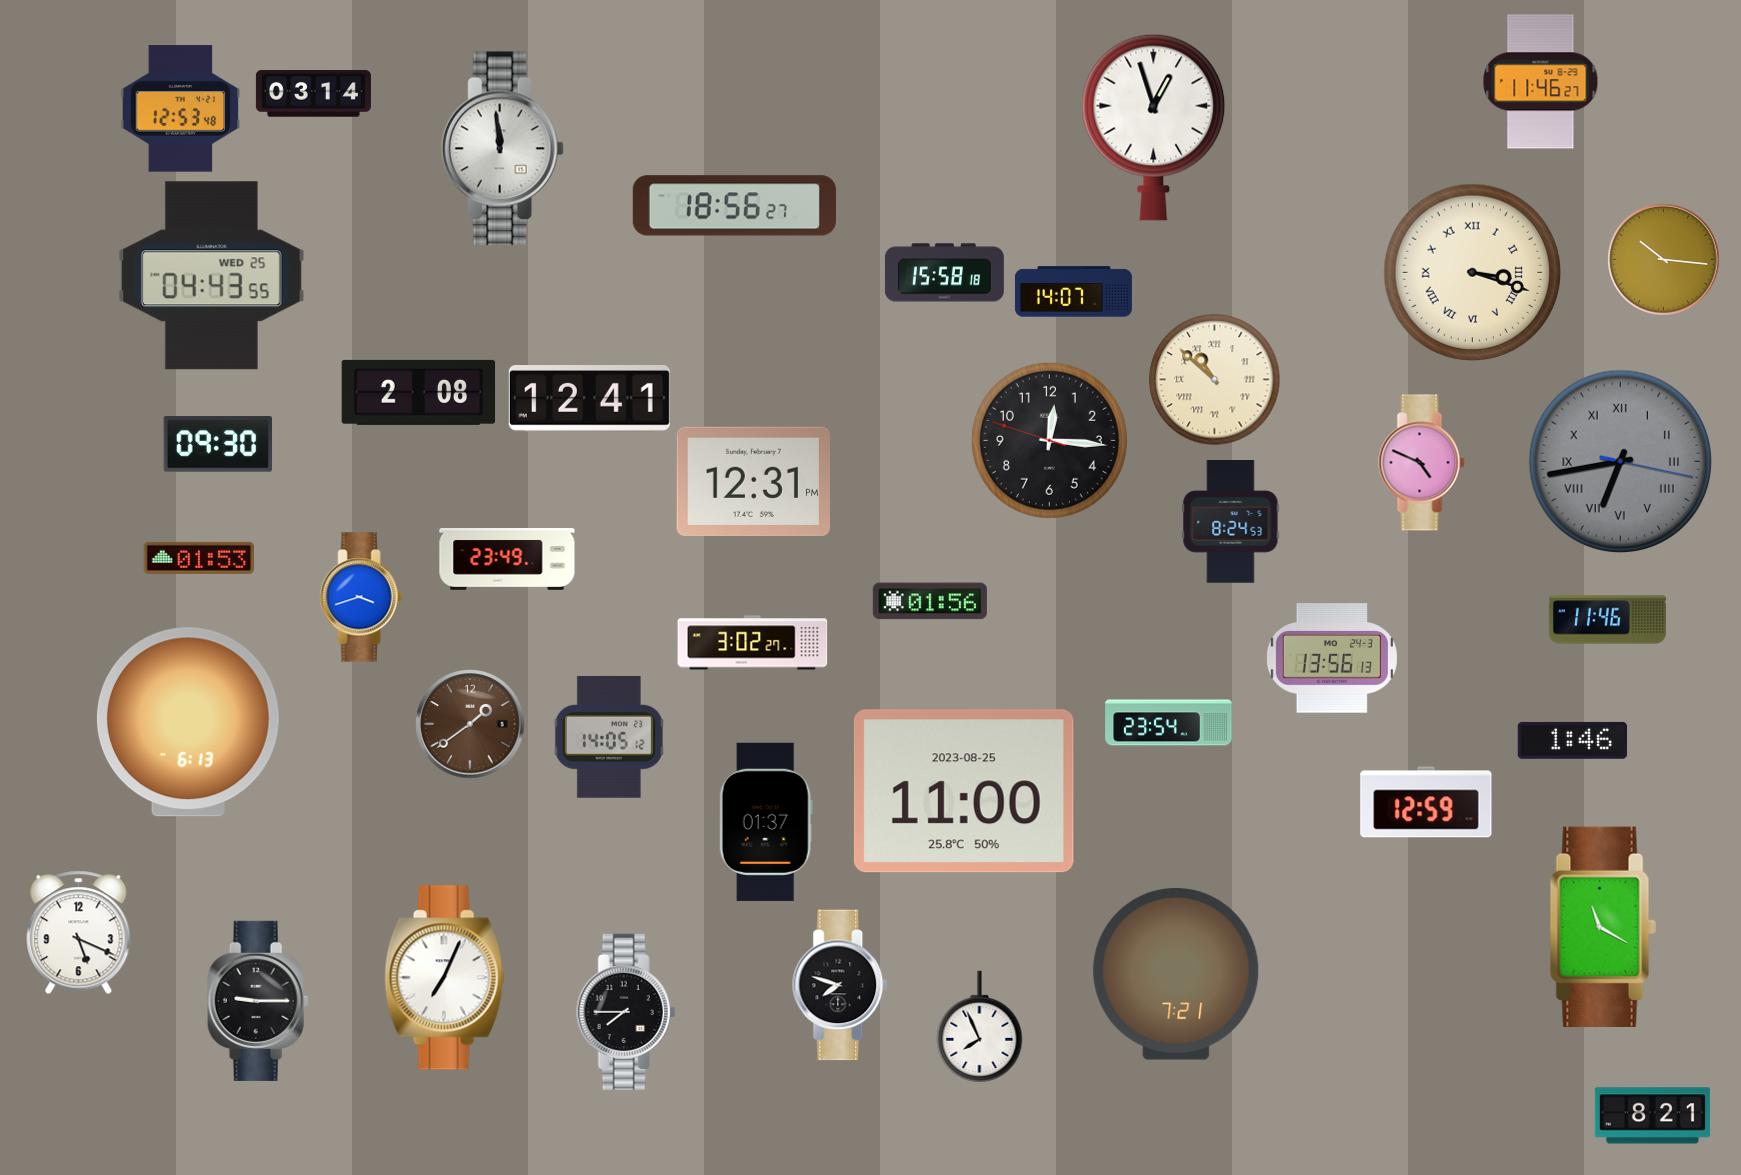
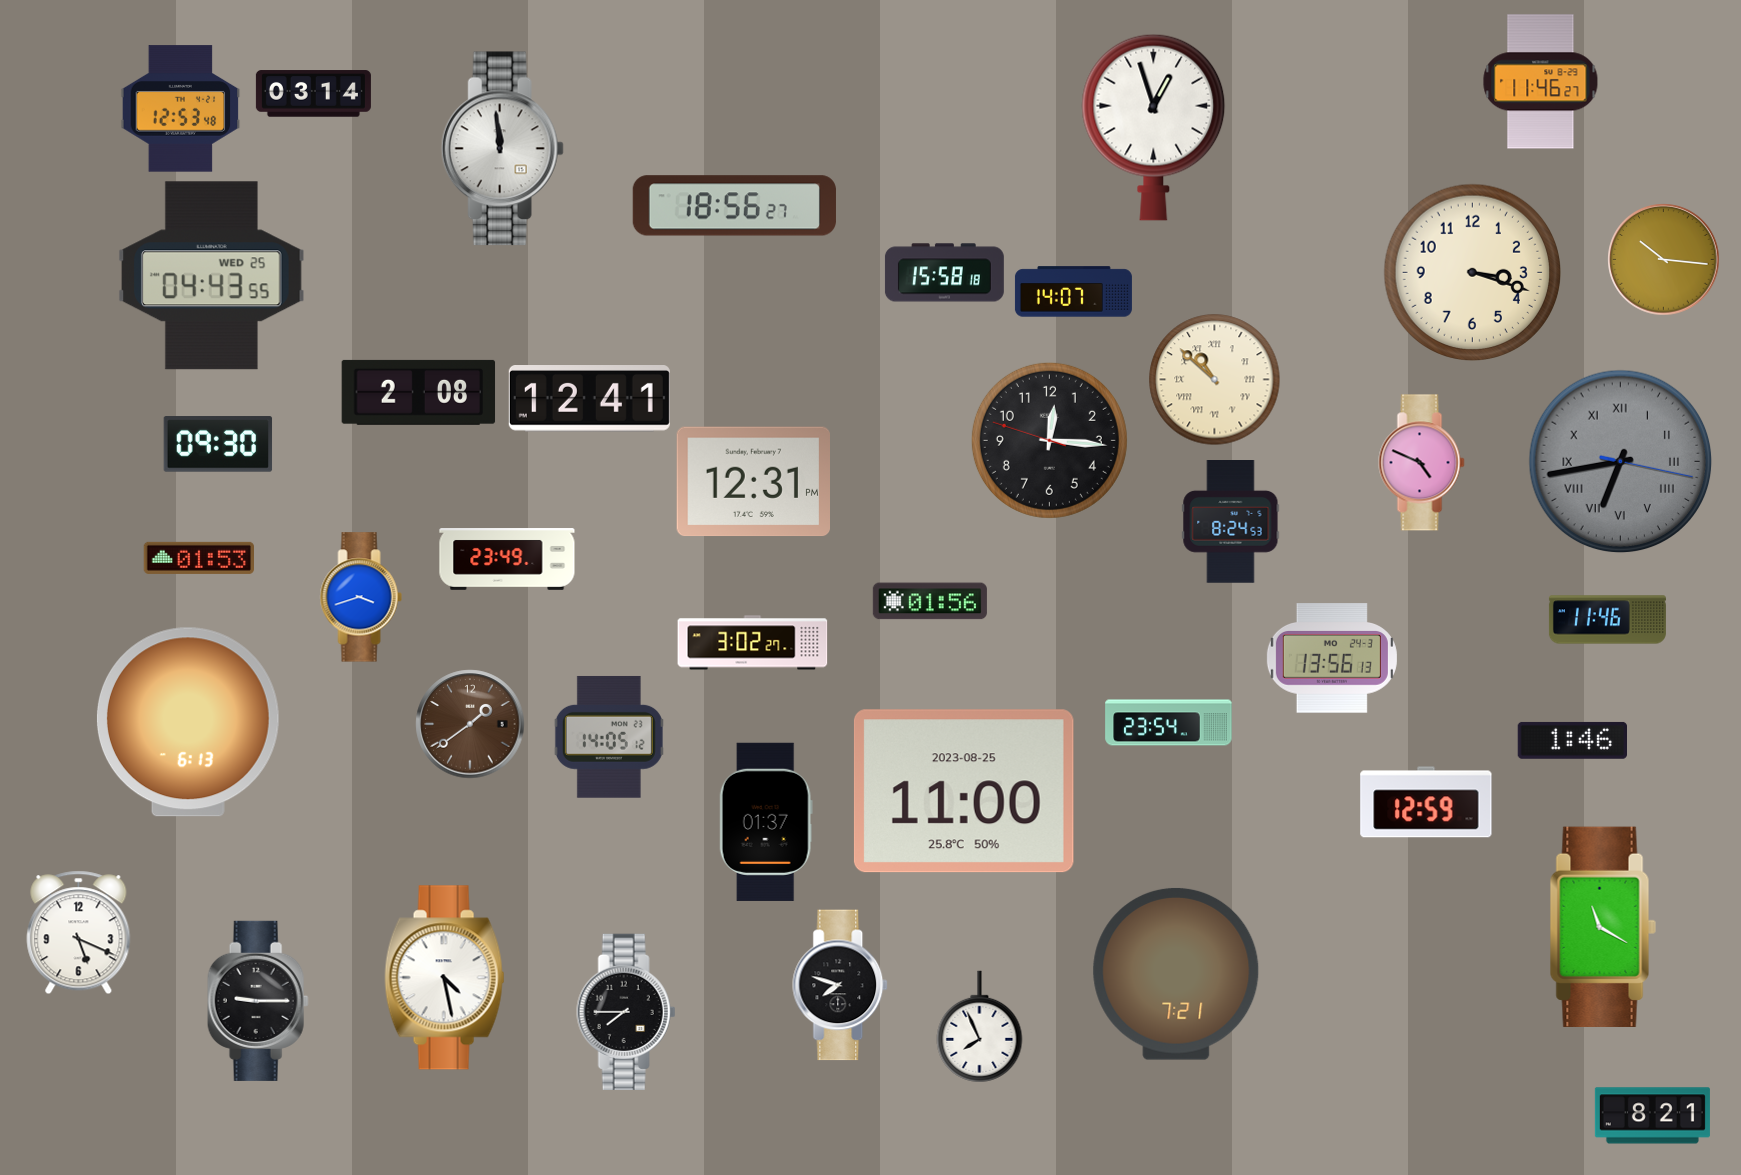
clock at (1472, 272) numerals: Roman -> Arabic
clock at (445, 978): 7:04 -> 4:28
